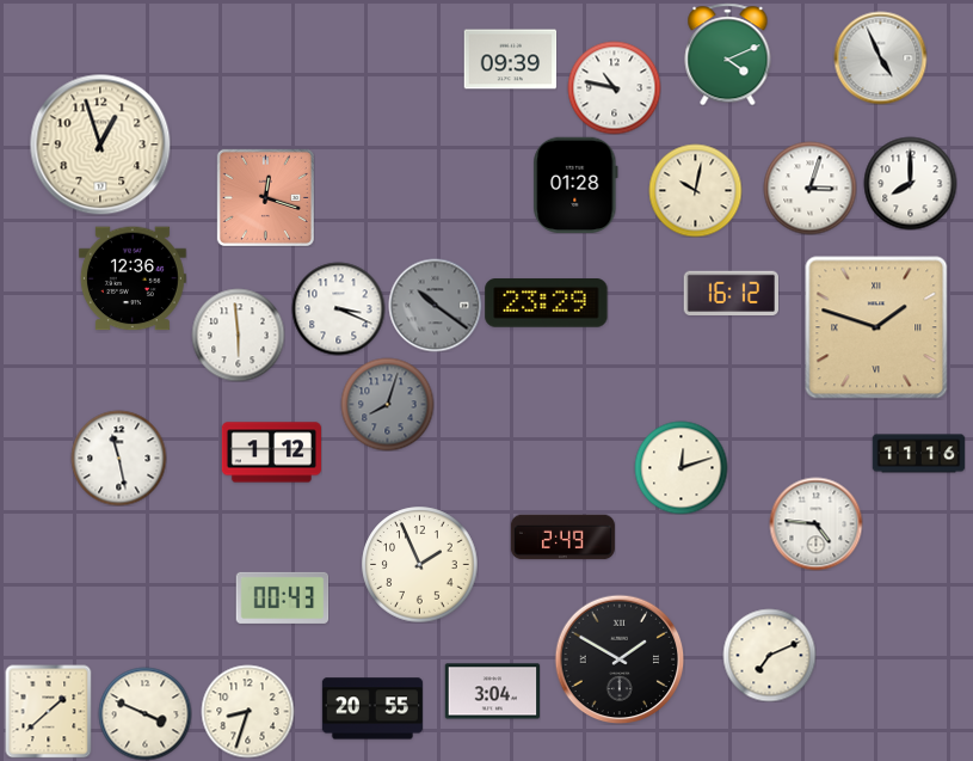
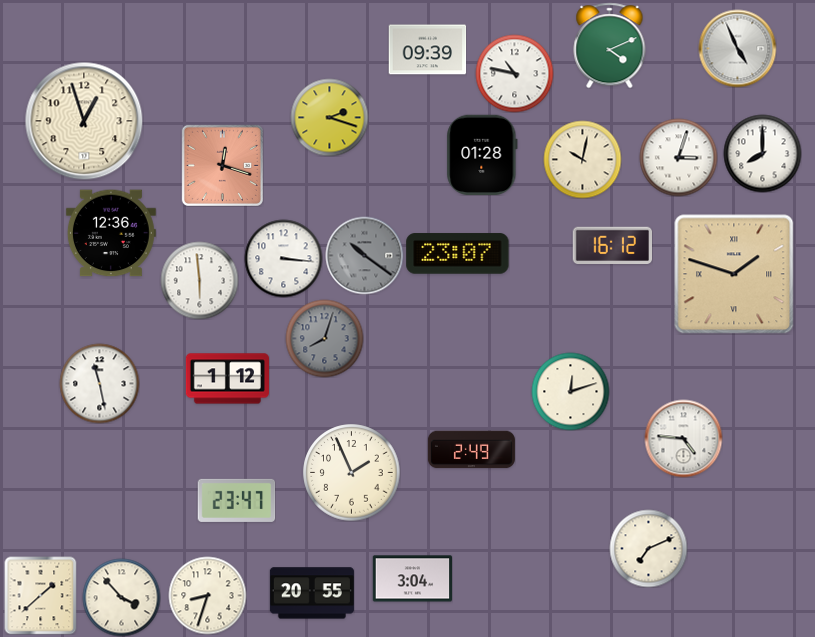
clock at (329, 117): none -> 2:18
clock at (547, 303): 23:29 -> 23:07
clock at (338, 308): 3:19 -> 3:16
clock at (918, 454): 11:16 -> none
clock at (282, 597): 00:43 -> 23:47
clock at (769, 655) position: (769, 655) -> (648, 548)
clock at (620, 659): 1:50 -> none
clock at (144, 713): 3:49 -> 3:53
